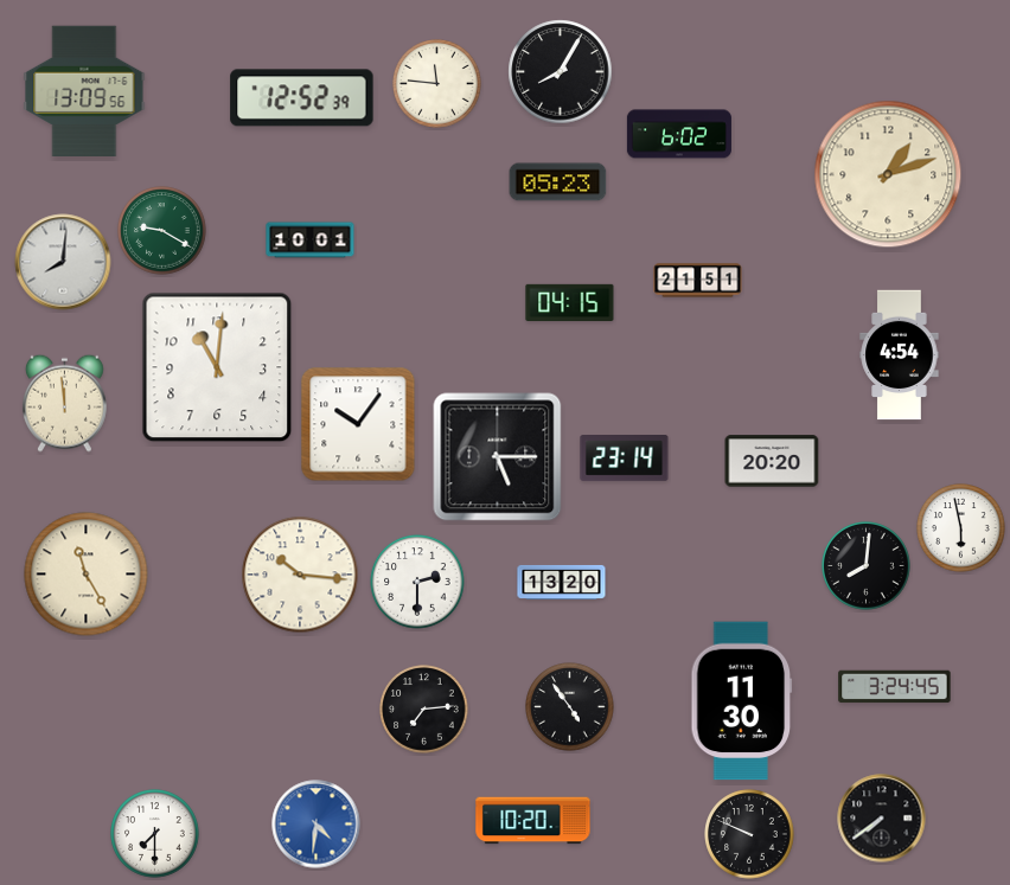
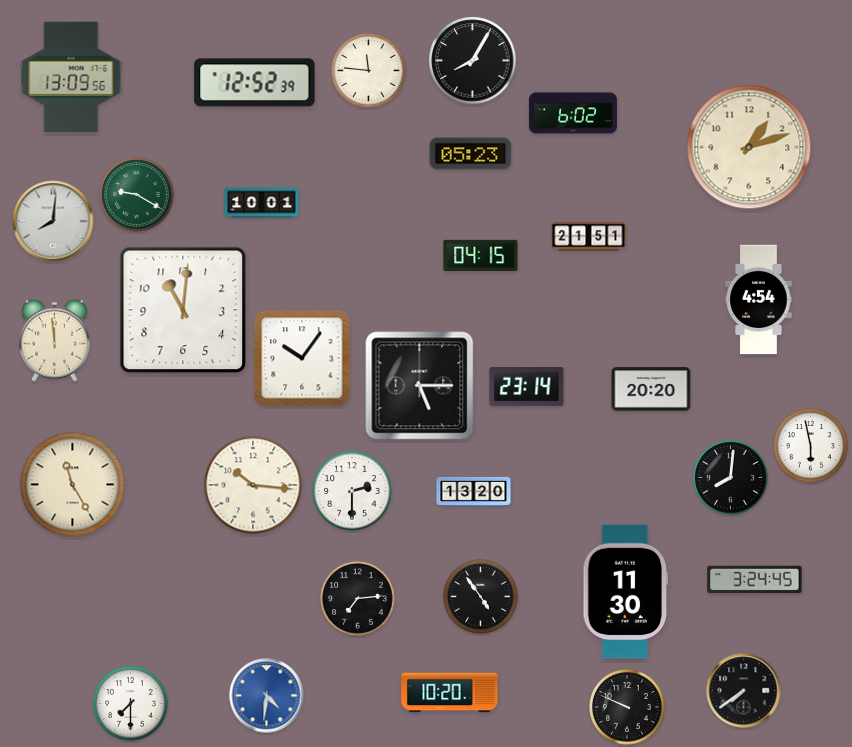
clock at (749, 834) position: (749, 834) -> (627, 707)
